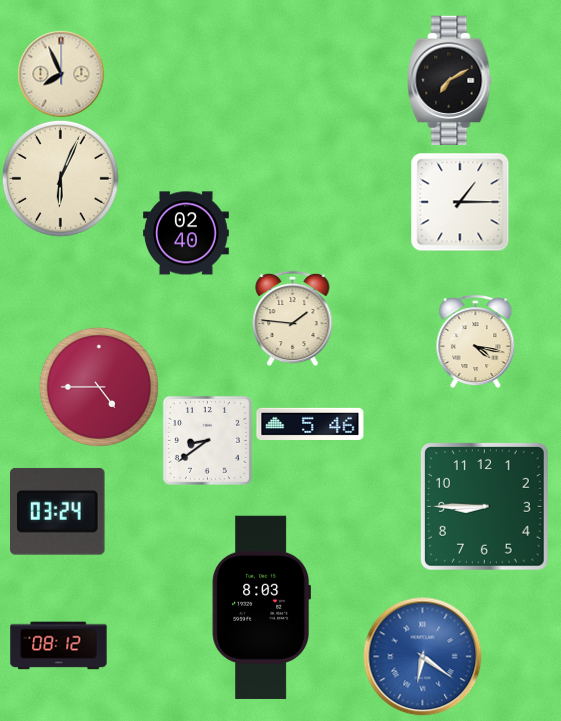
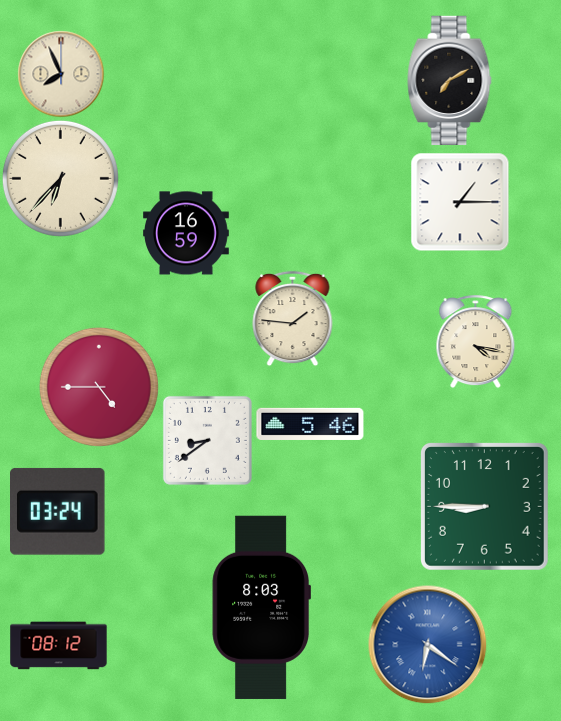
clock at (60, 178): 6:04 -> 6:37
clock at (187, 233): 02:40 -> 16:59
clock at (423, 657) position: (423, 657) -> (428, 645)
